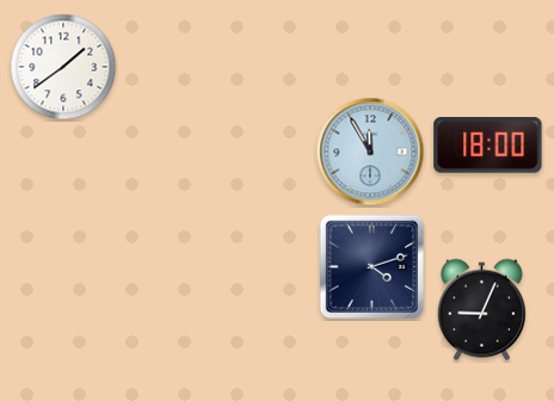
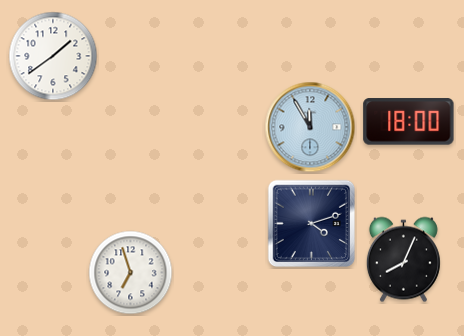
clock at (481, 310): 9:04 -> 8:04
clock at (131, 273): none -> 6:57
